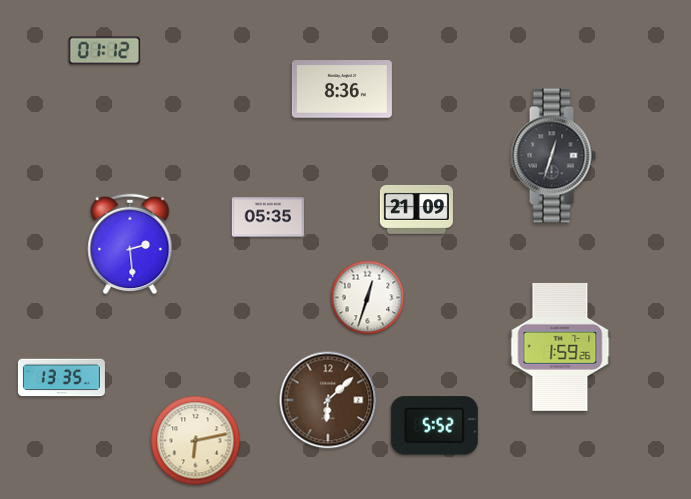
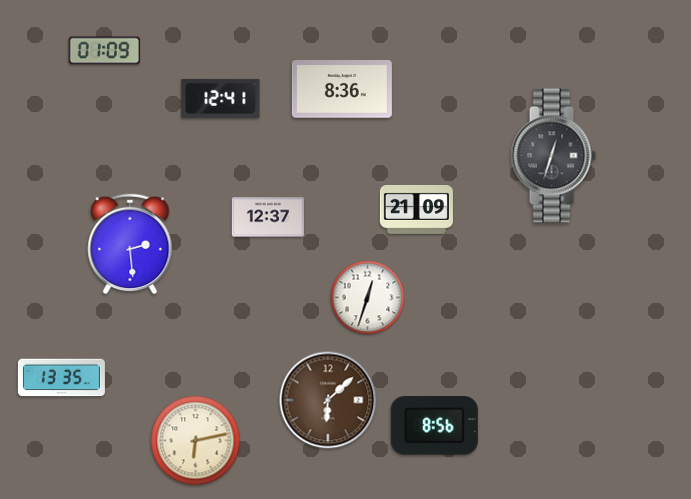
clock at (105, 51): 01:12 -> 01:09
clock at (221, 98): none -> 12:41
clock at (267, 217): 05:35 -> 12:37
clock at (560, 347): 1:59 -> none
clock at (434, 426): 5:52 -> 8:56
